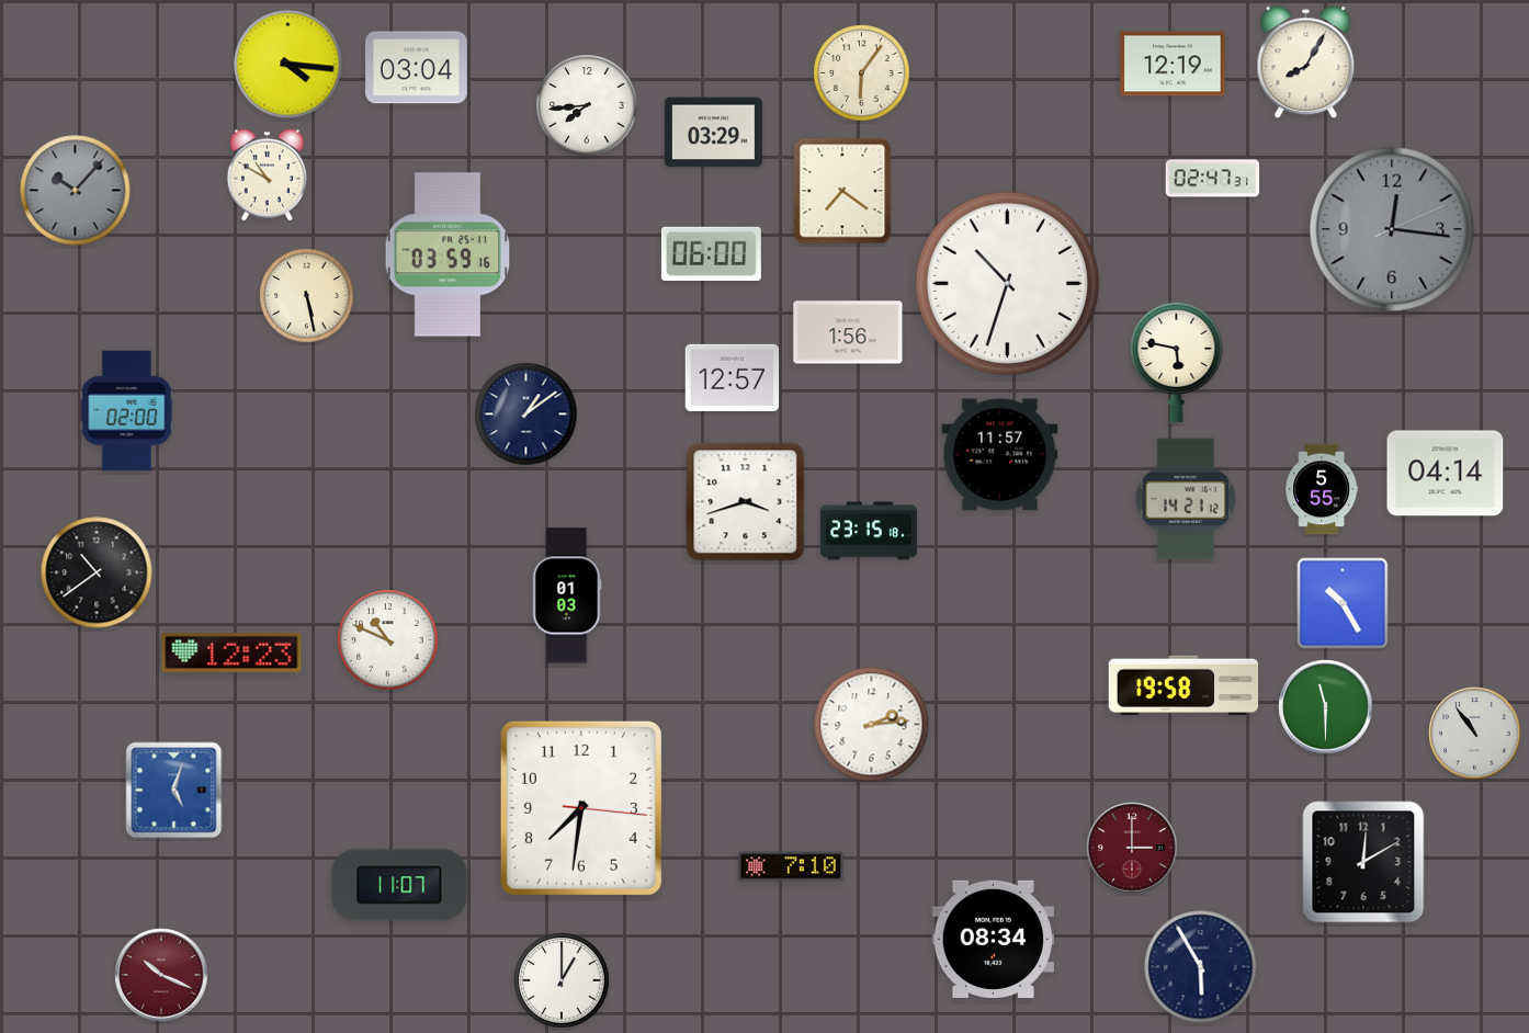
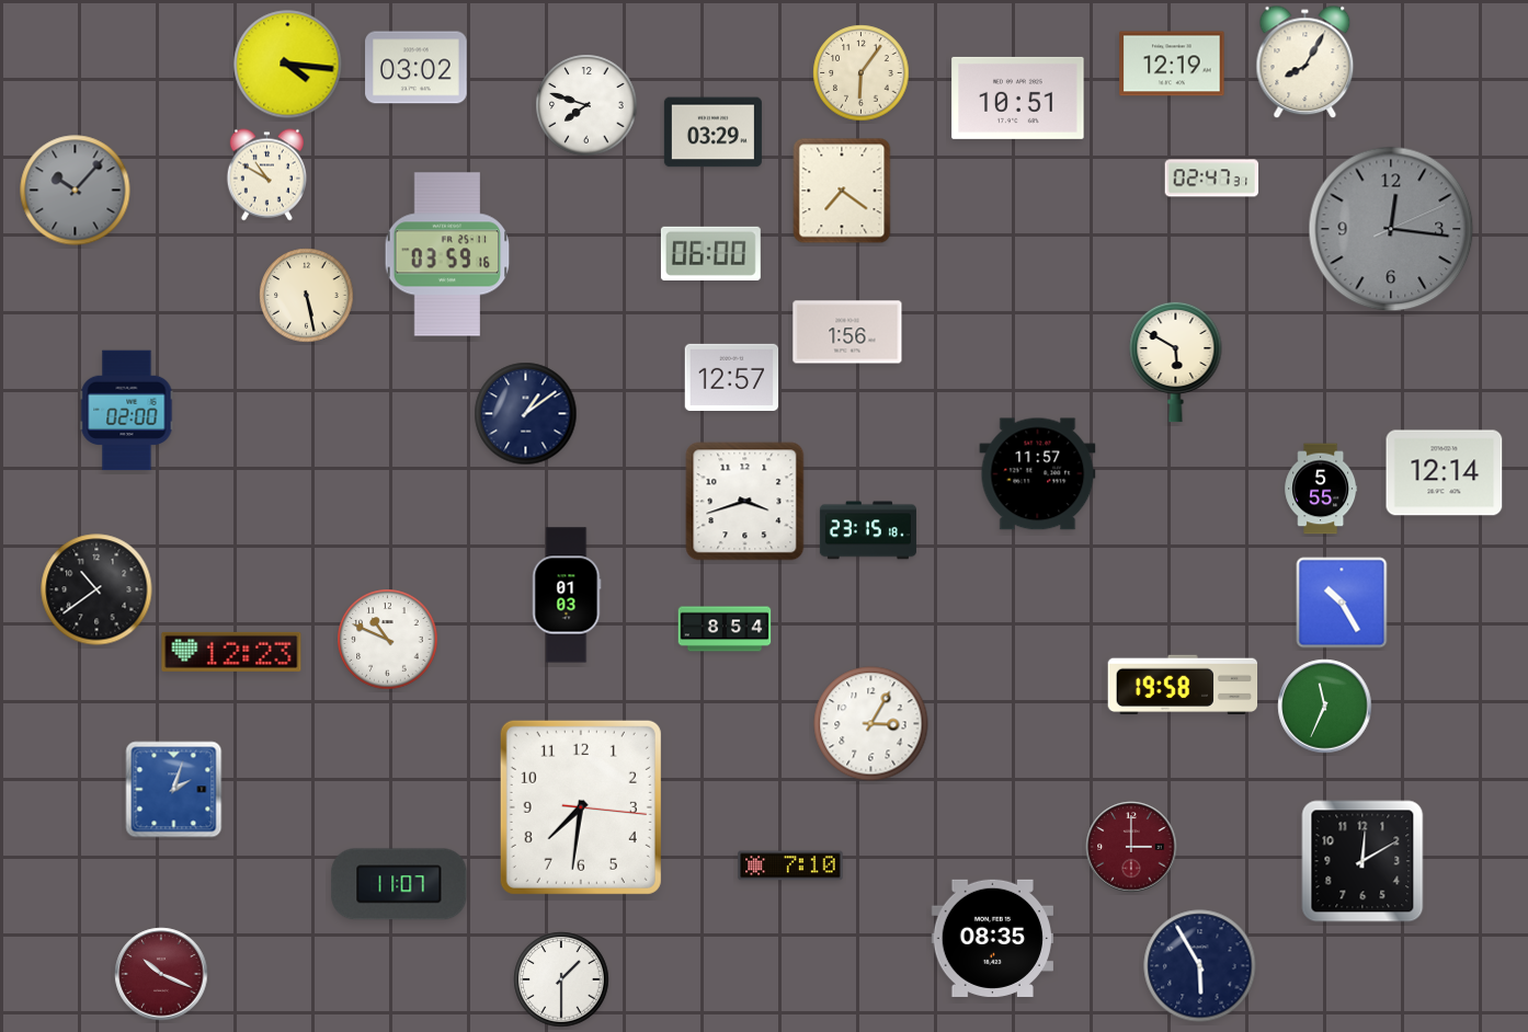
clock at (417, 68): 03:04 -> 03:02
clock at (1018, 98): none -> 10:51
clock at (587, 105): 7:44 -> 7:48
clock at (1007, 283): 10:33 -> none
clock at (1177, 362): 5:47 -> 5:50
clock at (1000, 455) position: (1000, 455) -> (1038, 474)
clock at (1446, 474): 04:14 -> 12:14
clock at (1185, 499): 14:21 -> none
clock at (97, 572) position: (97, 572) -> (96, 589)
clock at (725, 629): none -> 8:54
clock at (1326, 707): 11:30 -> 11:34
clock at (872, 725): 2:14 -> 3:05
clock at (1475, 734): 10:54 -> none
clock at (174, 791): 5:03 -> 2:03
clock at (993, 939): 08:34 -> 08:35
clock at (562, 980): 1:00 -> 1:30
